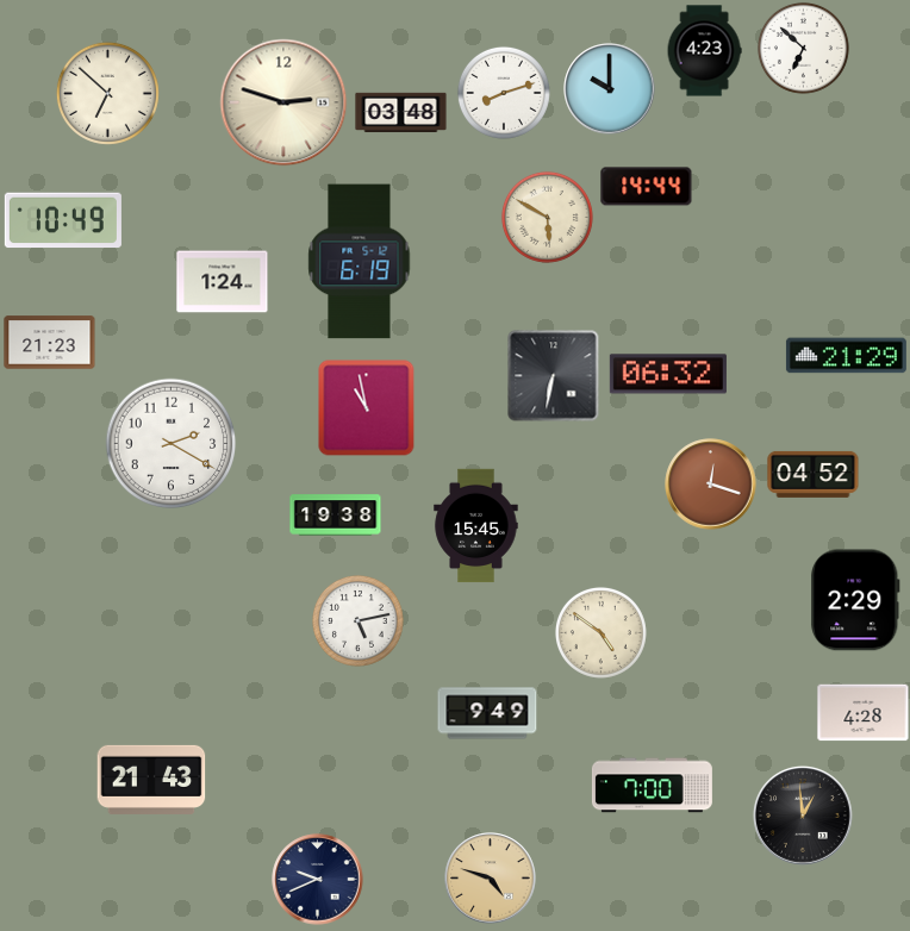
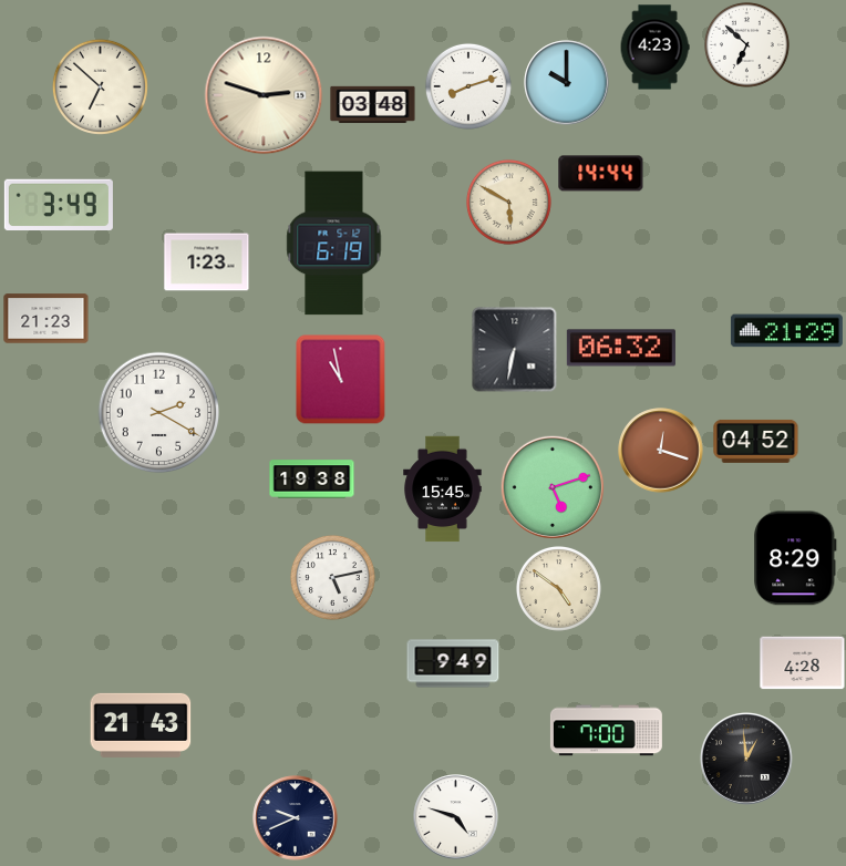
clock at (63, 220): 10:49 -> 3:49
clock at (223, 282): 1:24 -> 1:23
clock at (551, 486): none -> 5:12
clock at (855, 600): 2:29 -> 8:29
clock at (491, 879) dial: champagne -> white
